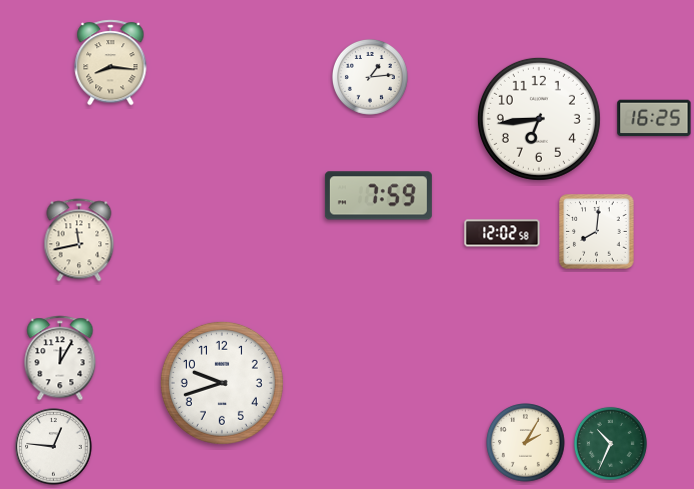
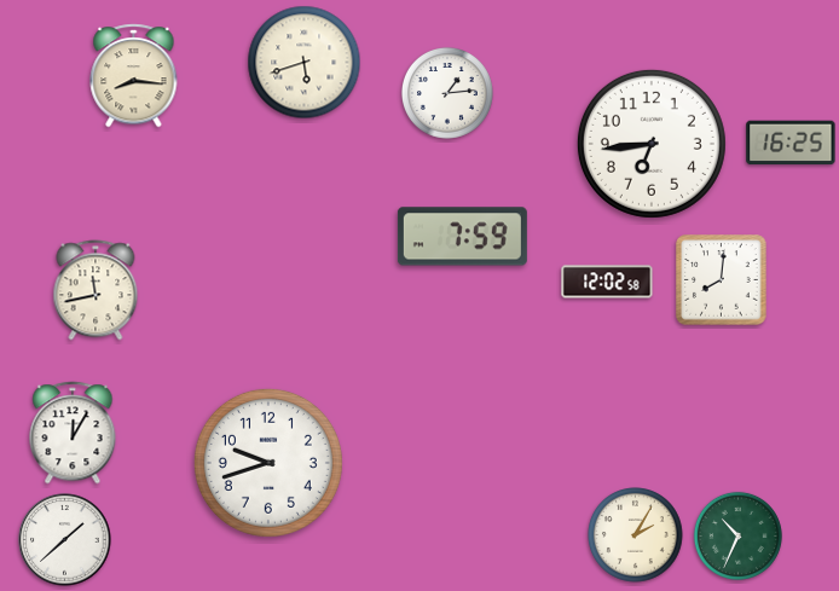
clock at (305, 63): none -> 5:42
clock at (378, 196) position: (378, 196) -> (462, 237)
clock at (54, 447): 12:46 -> 1:38
